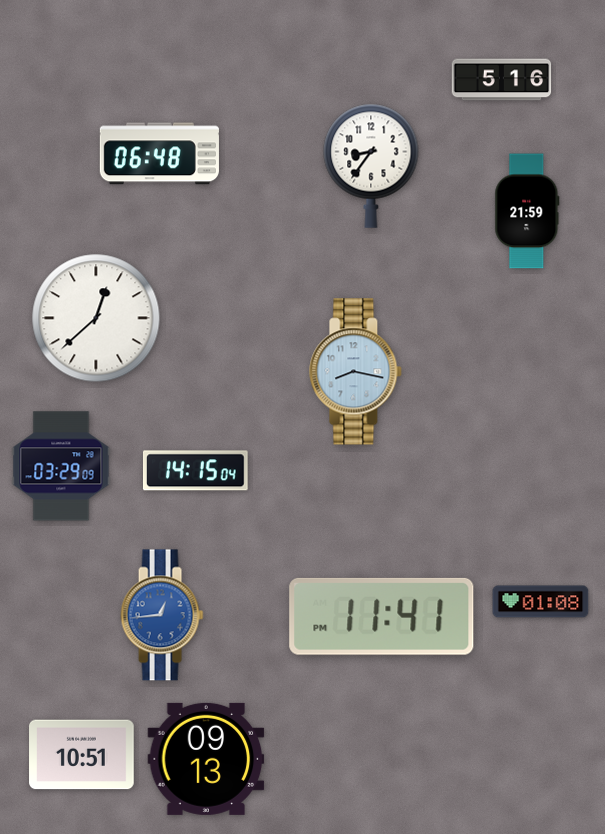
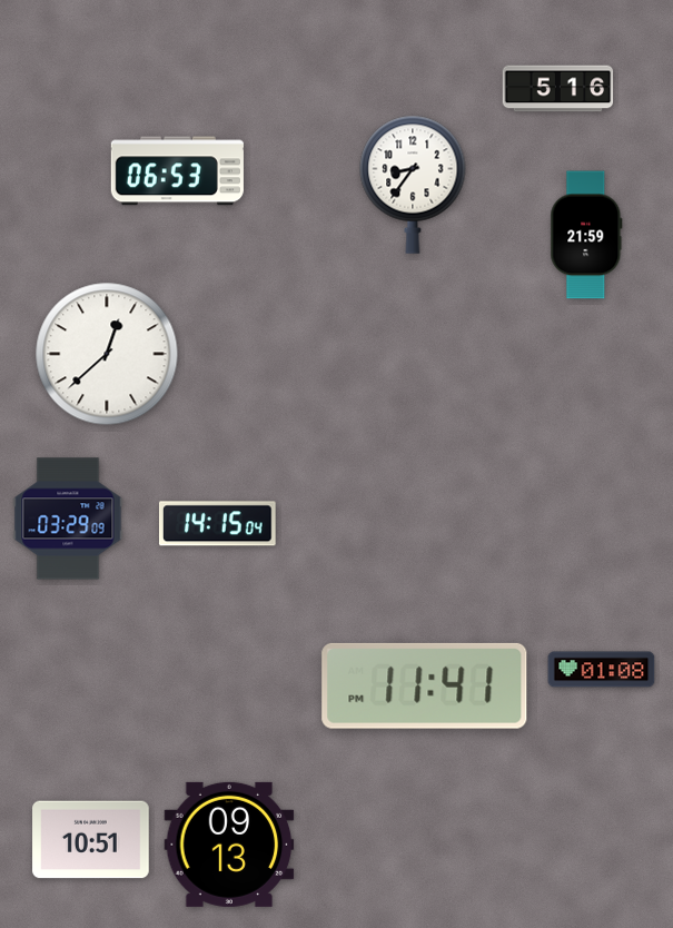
clock at (159, 154): 06:48 -> 06:53
clock at (356, 372): 8:17 -> none
clock at (162, 615): 12:44 -> none
